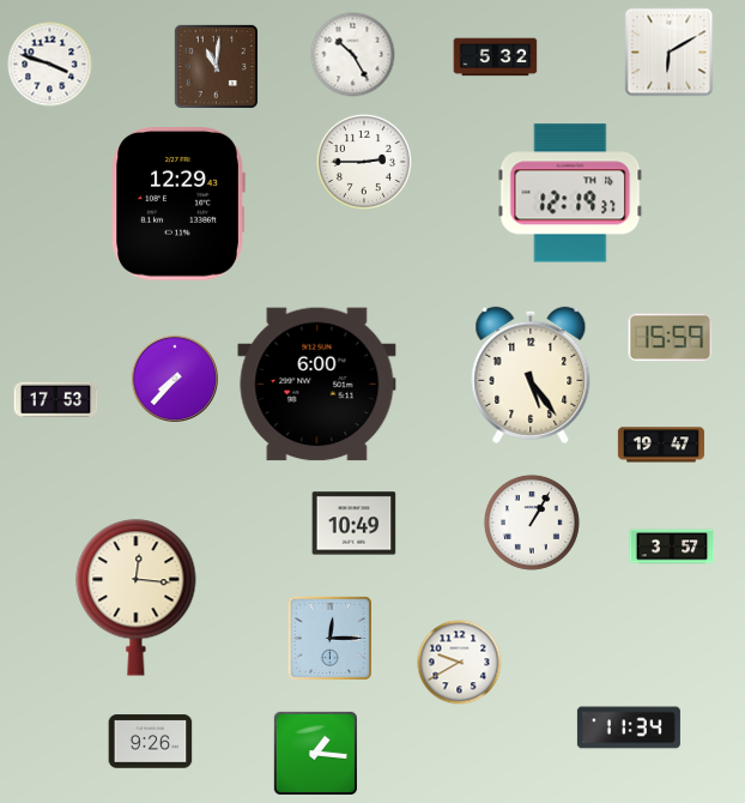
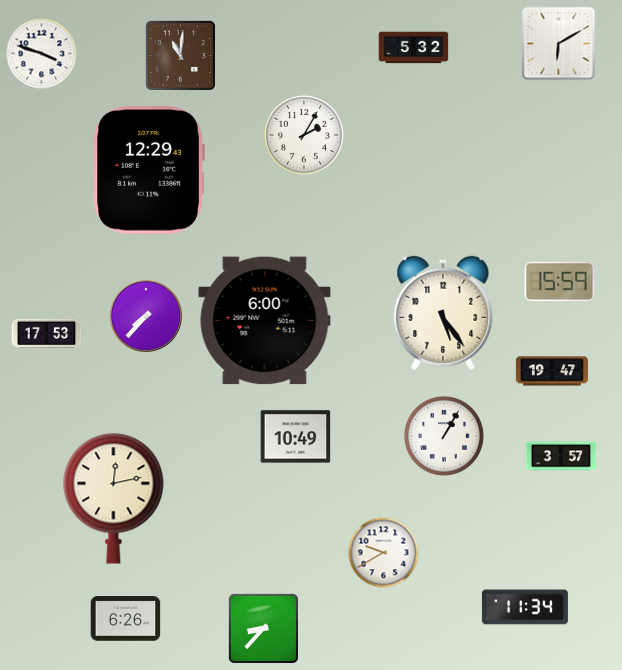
clock at (353, 55): 10:25 -> none
clock at (364, 162): 2:45 -> 2:05
clock at (570, 193): 12:19 -> none
clock at (137, 598): 12:16 -> 12:13
clock at (329, 638): 12:15 -> none
clock at (151, 742): 9:26 -> 6:26
clock at (315, 753): 1:16 -> 8:37
